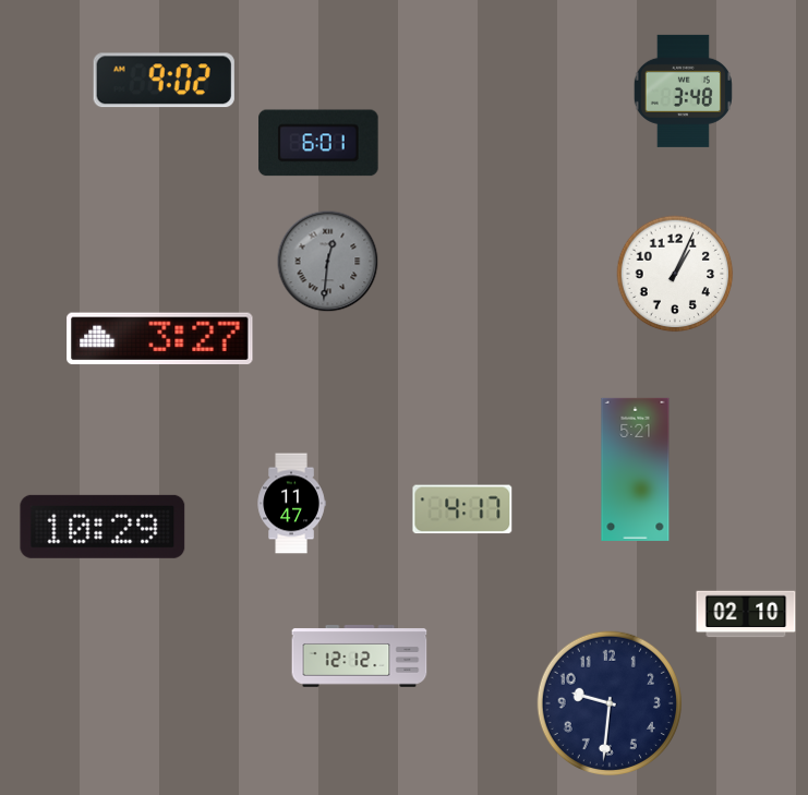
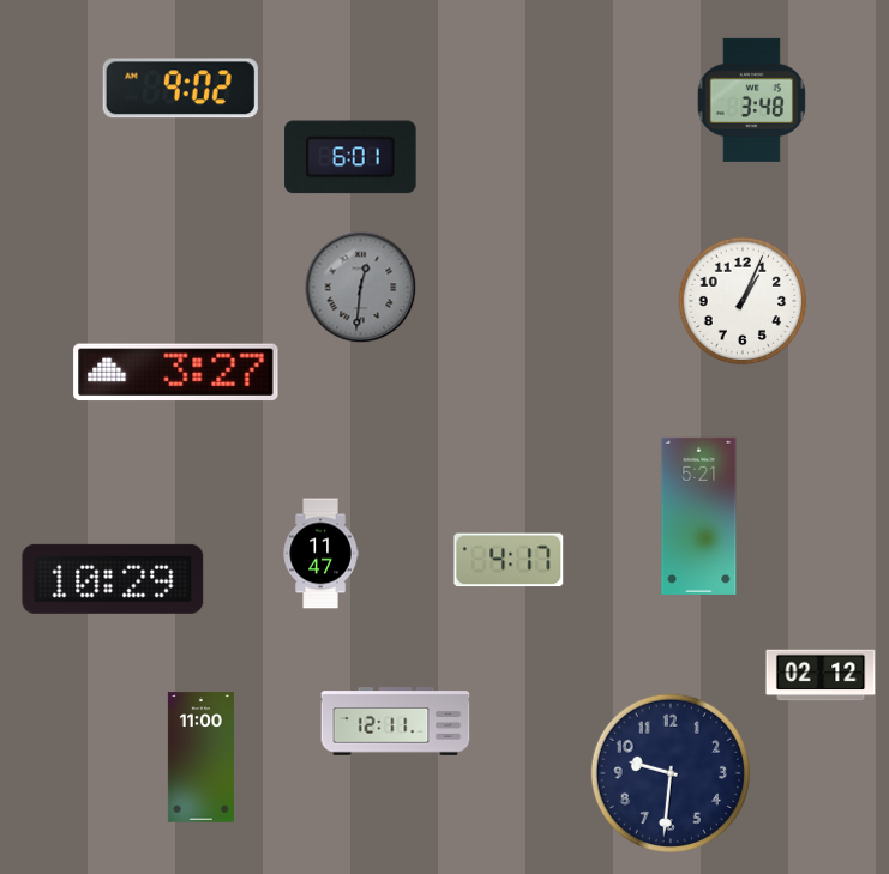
clock at (746, 614): 02:10 -> 02:12
clock at (360, 657): 12:12 -> 12:11
clock at (200, 758): none -> 11:00
